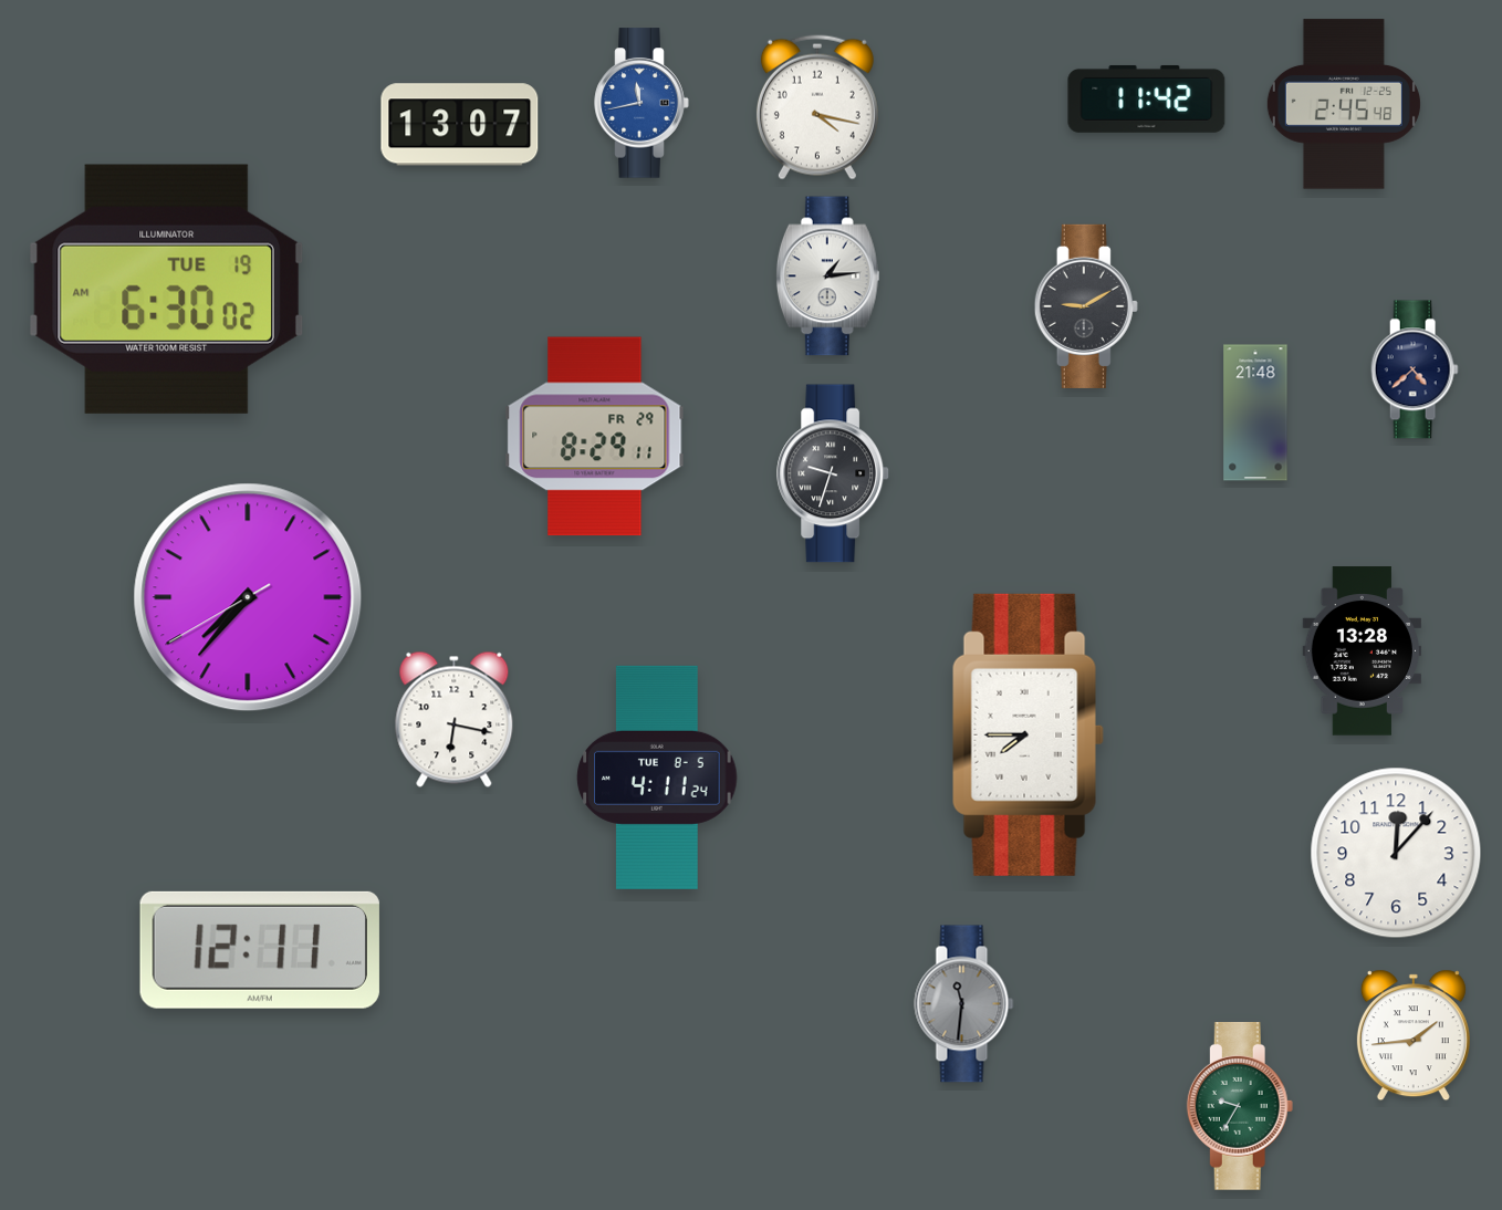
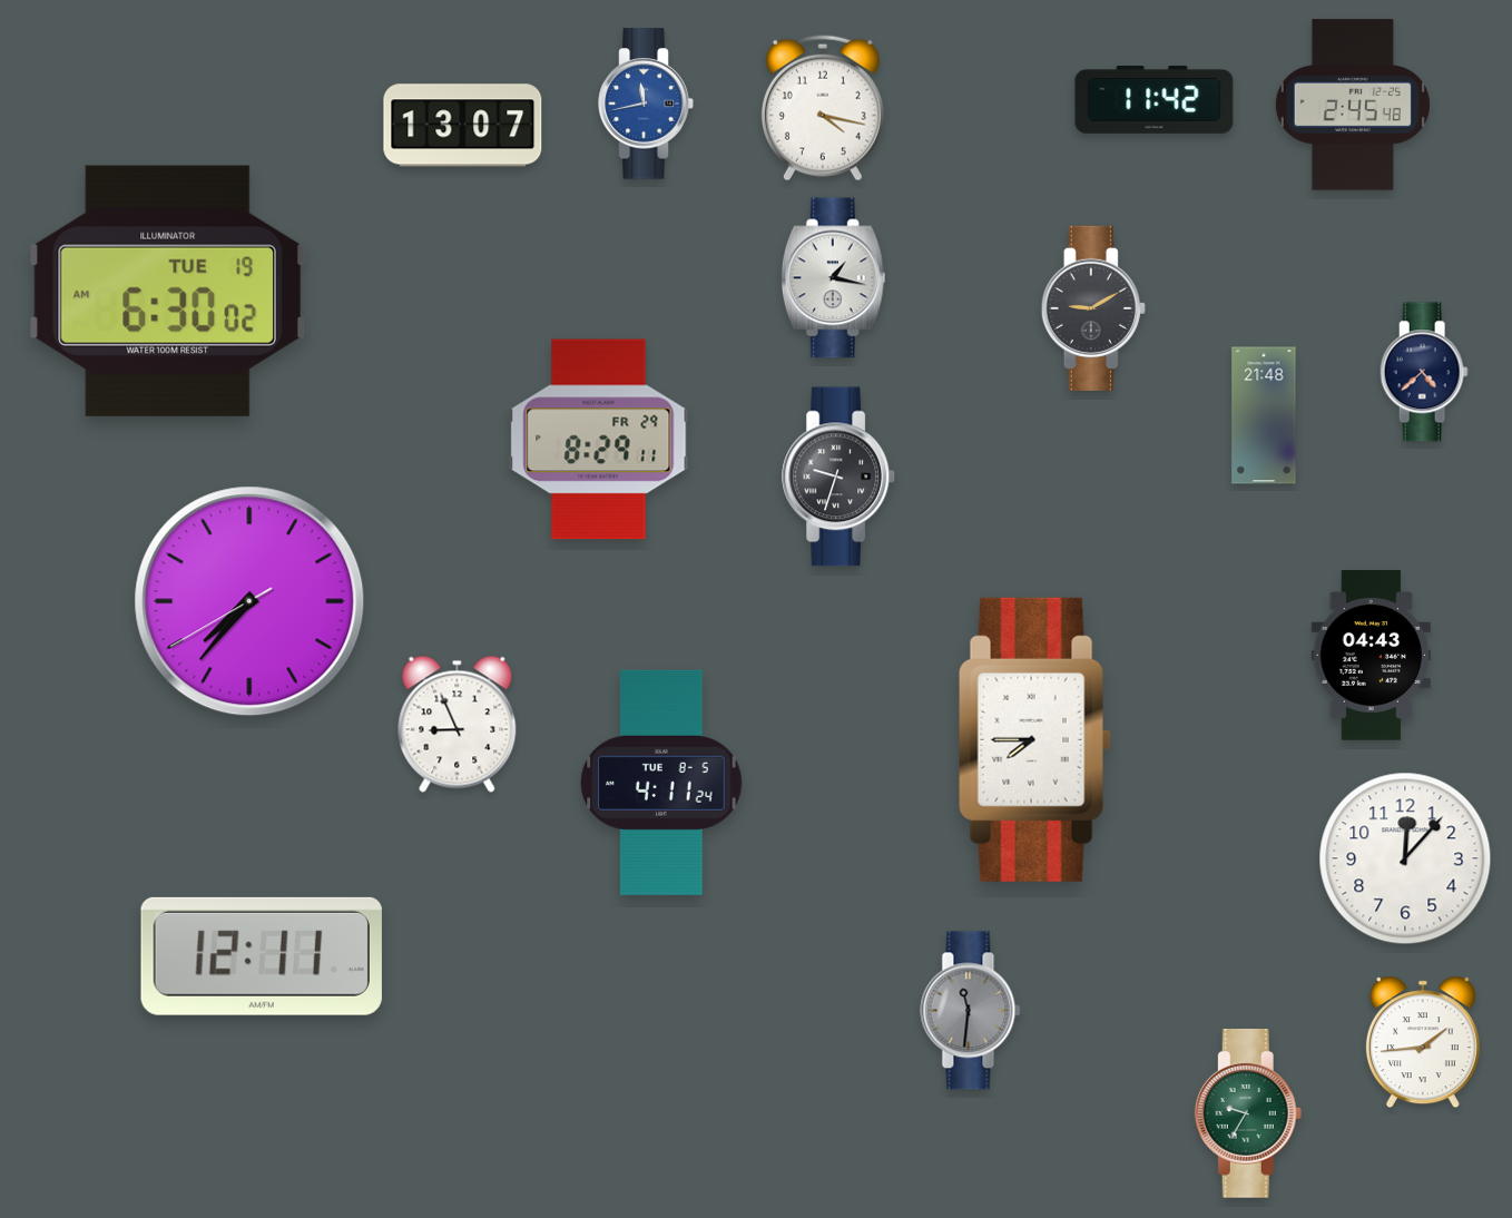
clock at (827, 277): 1:14 -> 1:17
clock at (1362, 651): 13:28 -> 04:43
clock at (455, 719): 6:17 -> 8:56
